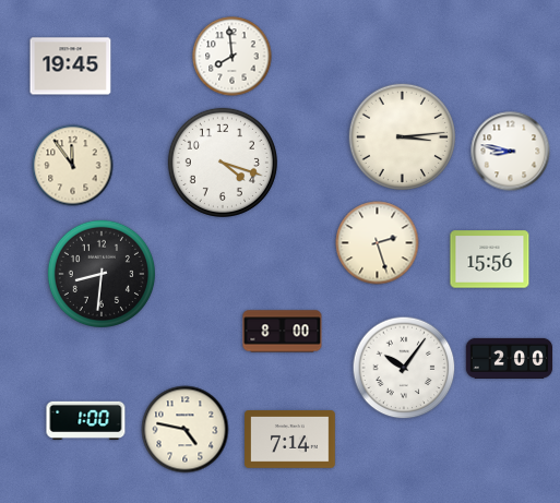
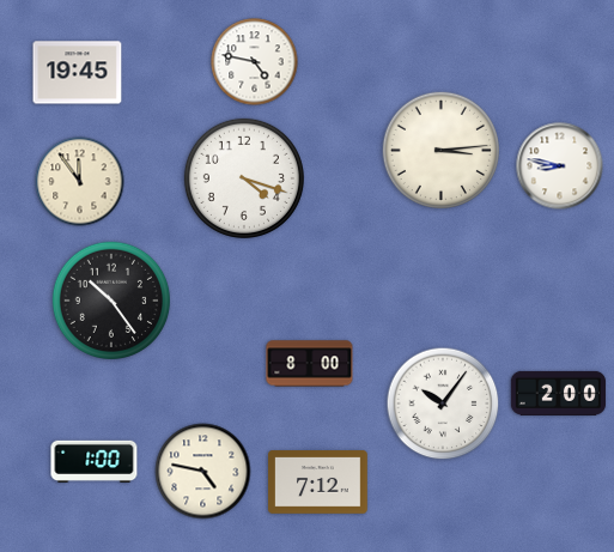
clock at (233, 57): 7:59 -> 4:47
clock at (378, 243): 2:27 -> none
clock at (490, 260): 15:56 -> none
clock at (100, 273): 8:31 -> 10:24
clock at (290, 440): 7:14 -> 7:12
